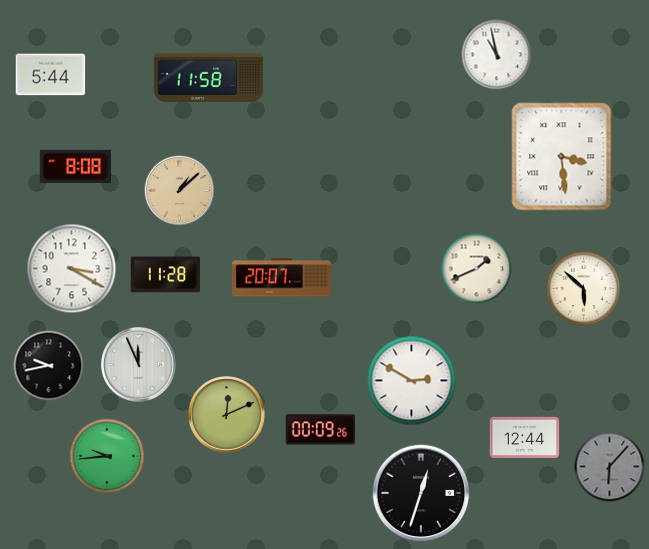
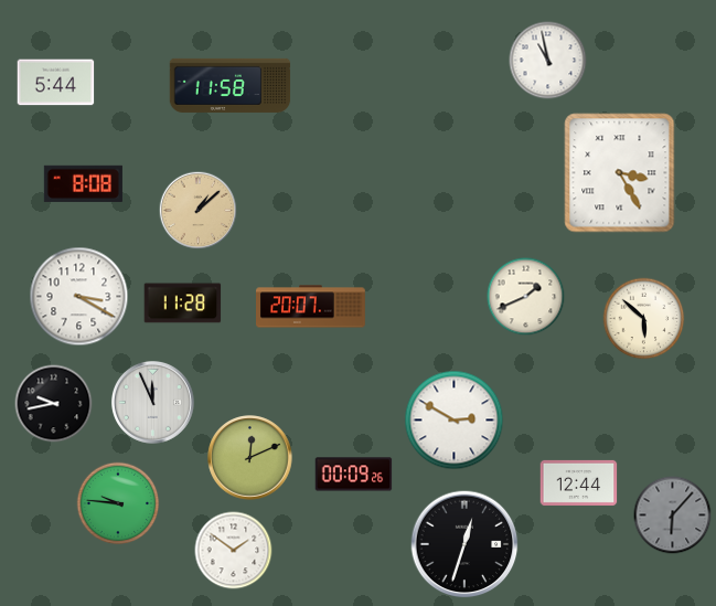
clock at (562, 157): 3:29 -> 3:25
clock at (107, 456): 9:44 -> 9:46
clock at (234, 551): none -> 1:51
